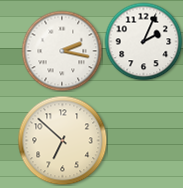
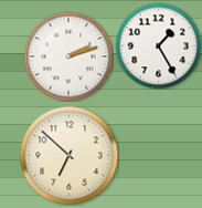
clock at (143, 41): 2:04 -> 1:25
clock at (62, 51): 2:17 -> 2:12
